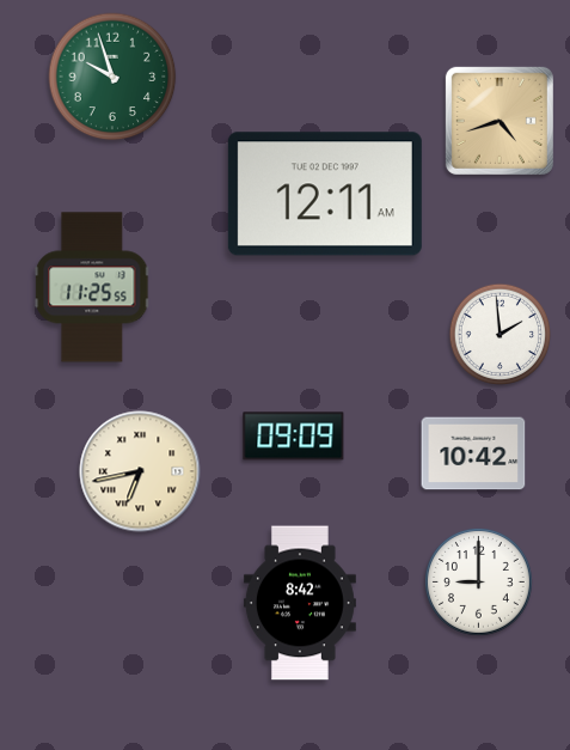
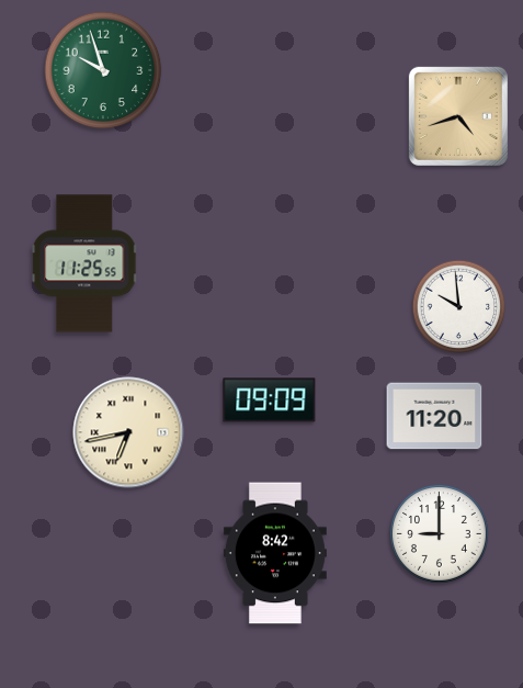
clock at (499, 121) position: (499, 121) -> (458, 116)
clock at (325, 194): 12:11 -> none
clock at (501, 335): 1:59 -> 9:59
clock at (473, 453): 10:42 -> 11:20
